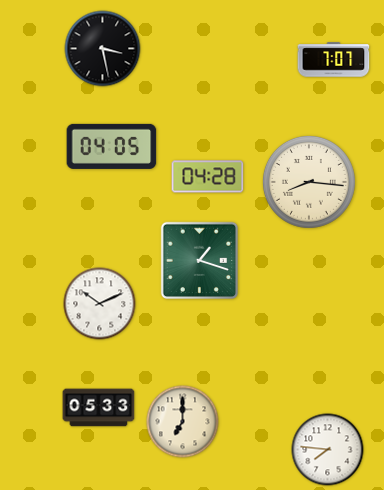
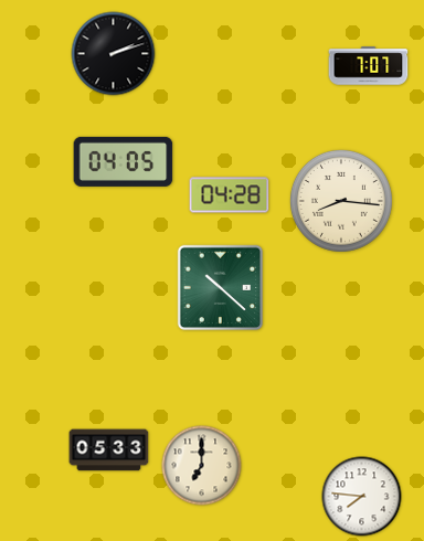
clock at (103, 49): 3:28 -> 2:12
clock at (200, 261): 1:18 -> 10:22
clock at (100, 304): 10:11 -> none
